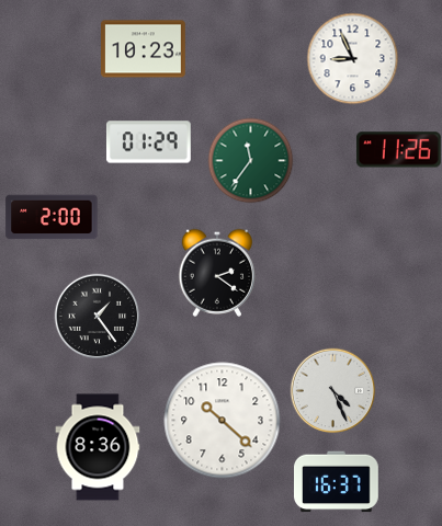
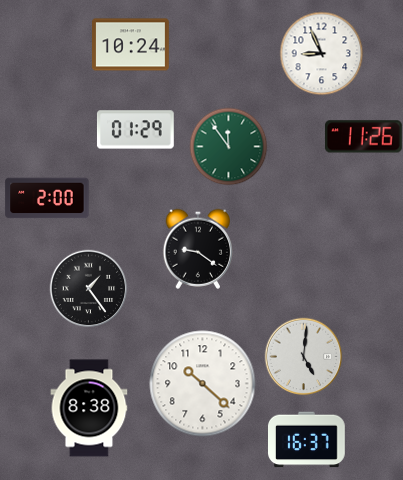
clock at (144, 49): 10:23 -> 10:24
clock at (250, 160): 11:36 -> 11:54
clock at (217, 273): 2:21 -> 9:21
clock at (332, 390): 4:26 -> 5:01
clock at (98, 447): 8:36 -> 8:38
